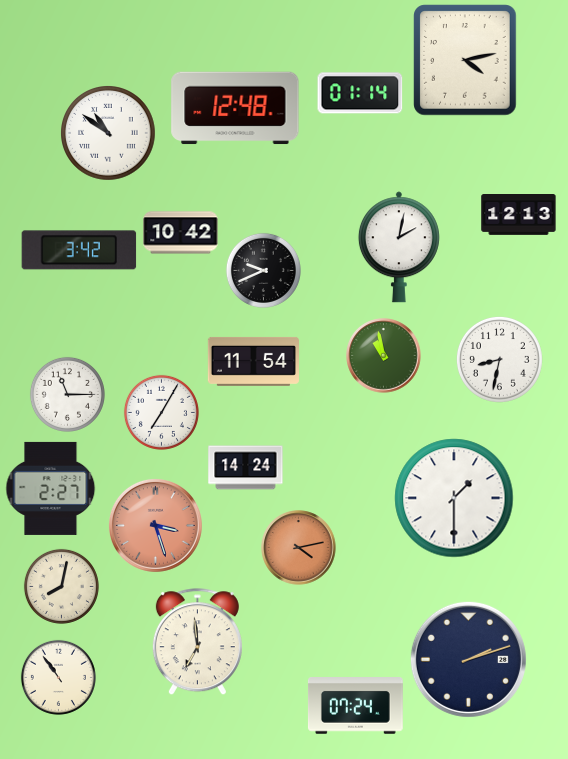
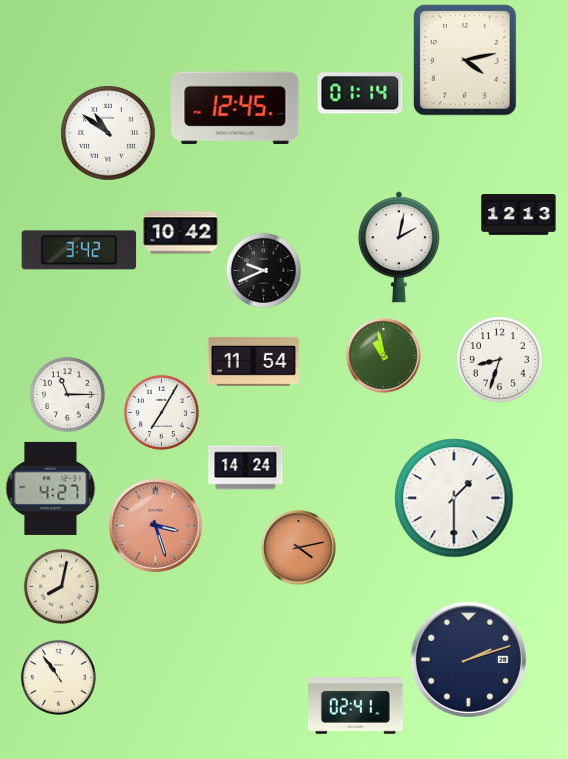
clock at (235, 108): 12:48 -> 12:45
clock at (499, 359): 8:32 -> 8:33
clock at (51, 488): 2:27 -> 4:27
clock at (197, 642): 6:59 -> none
clock at (355, 706): 07:24 -> 02:41
